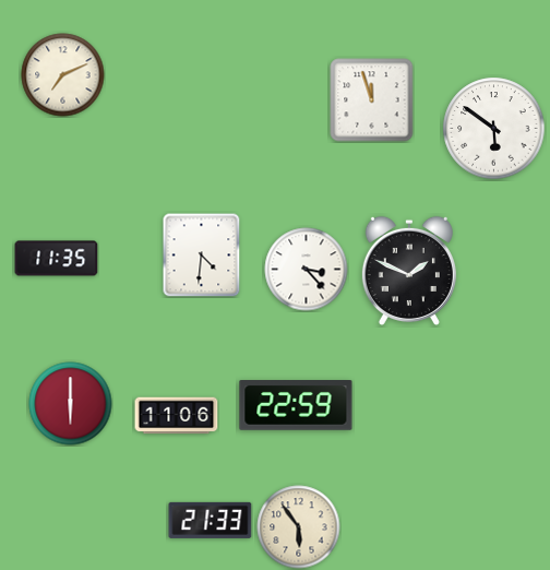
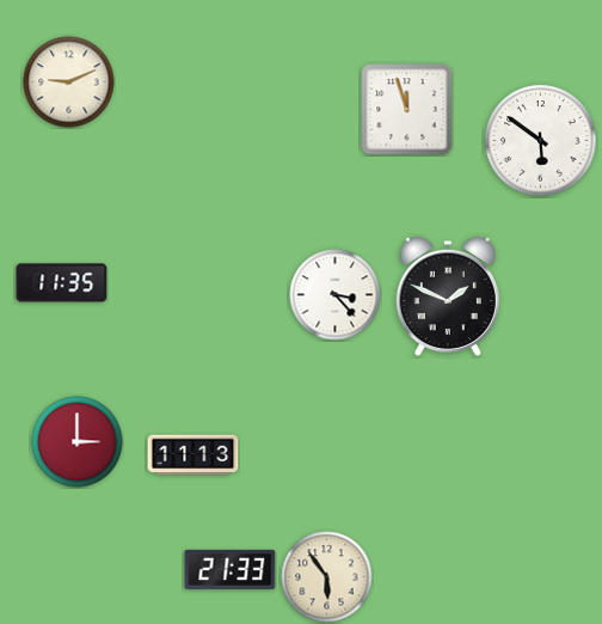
clock at (63, 75): 7:11 -> 9:11
clock at (202, 254): 4:31 -> none
clock at (71, 404): 6:00 -> 3:00
clock at (296, 406): 22:59 -> none
clock at (177, 416): 11:06 -> 11:13
